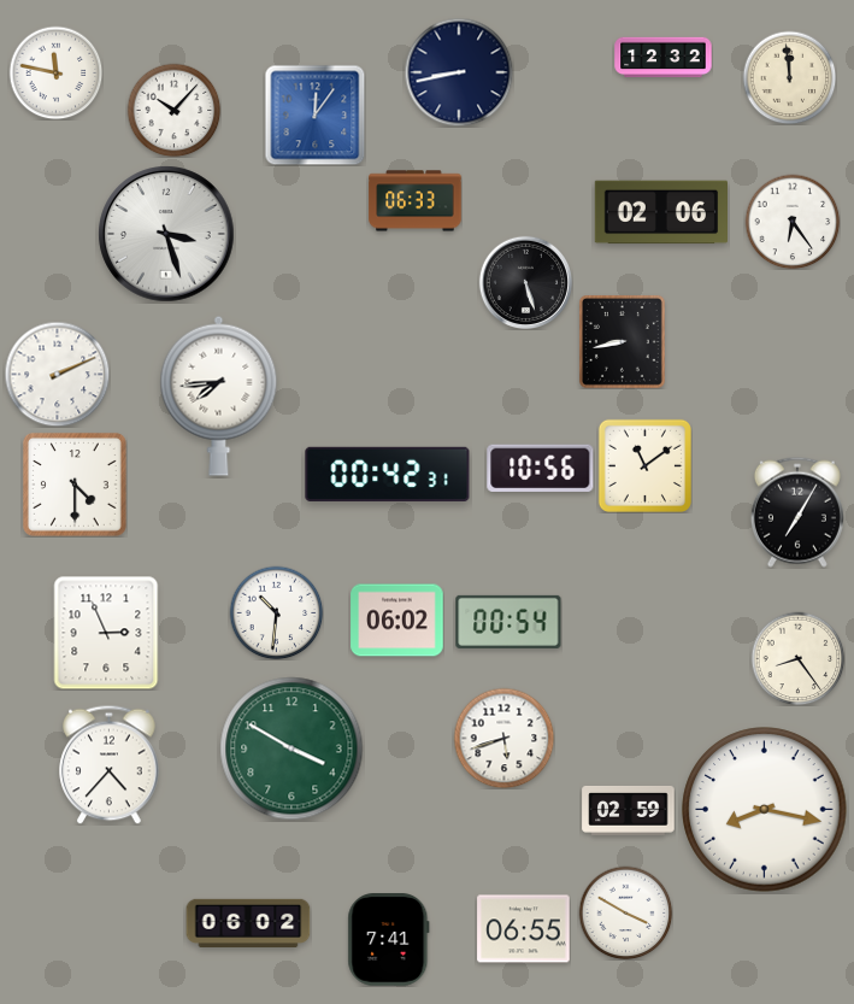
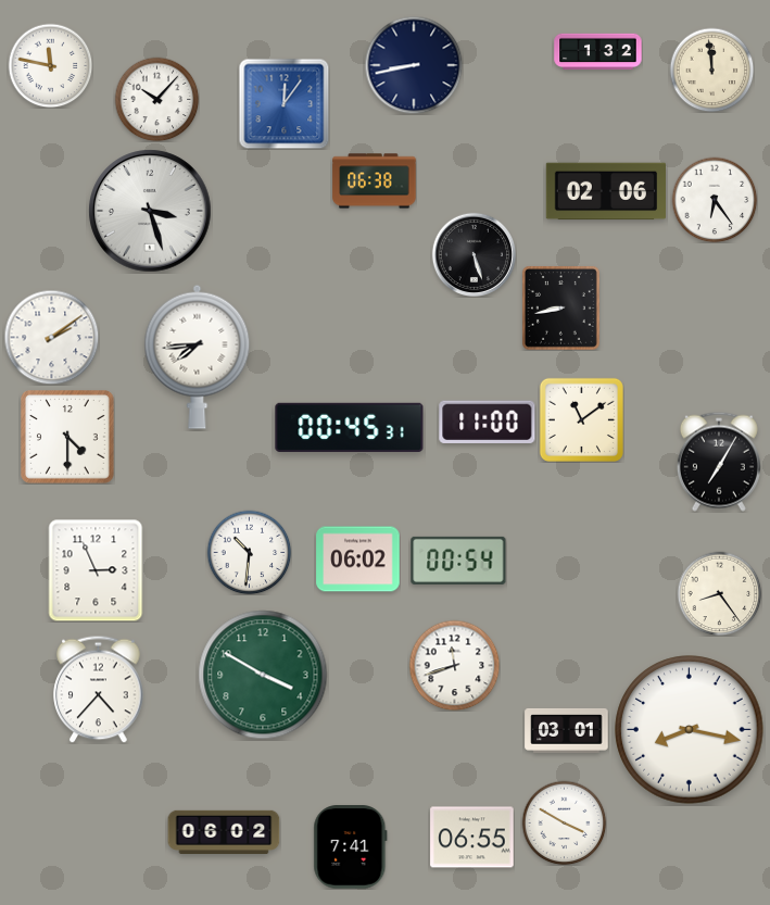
clock at (664, 58): 12:32 -> 1:32
clock at (416, 201): 06:33 -> 06:38
clock at (660, 212) position: (660, 212) -> (605, 191)
clock at (57, 374): 2:11 -> 2:09
clock at (541, 468): 10:56 -> 11:00
clock at (388, 474): 00:42 -> 00:45
clock at (503, 738): 5:42 -> 11:42
clock at (629, 810): 02:59 -> 03:01
